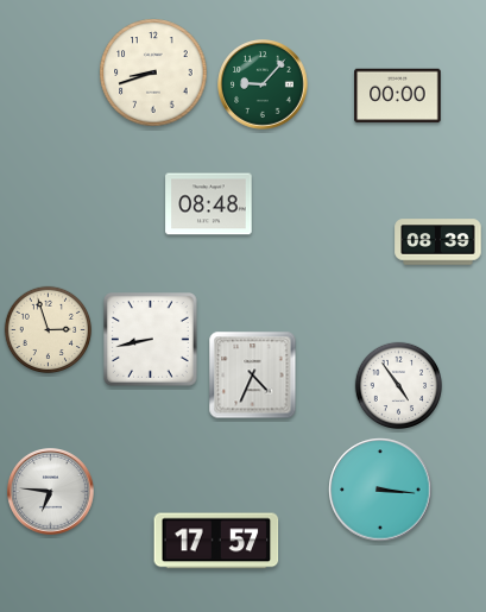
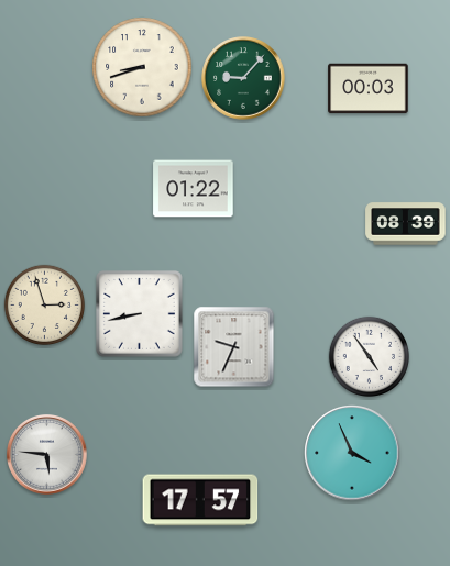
clock at (398, 96): 00:00 -> 00:03
clock at (209, 204): 08:48 -> 01:22
clock at (253, 376): 4:34 -> 9:34
clock at (380, 490): 3:16 -> 3:56
clock at (51, 492): 6:46 -> 5:46
